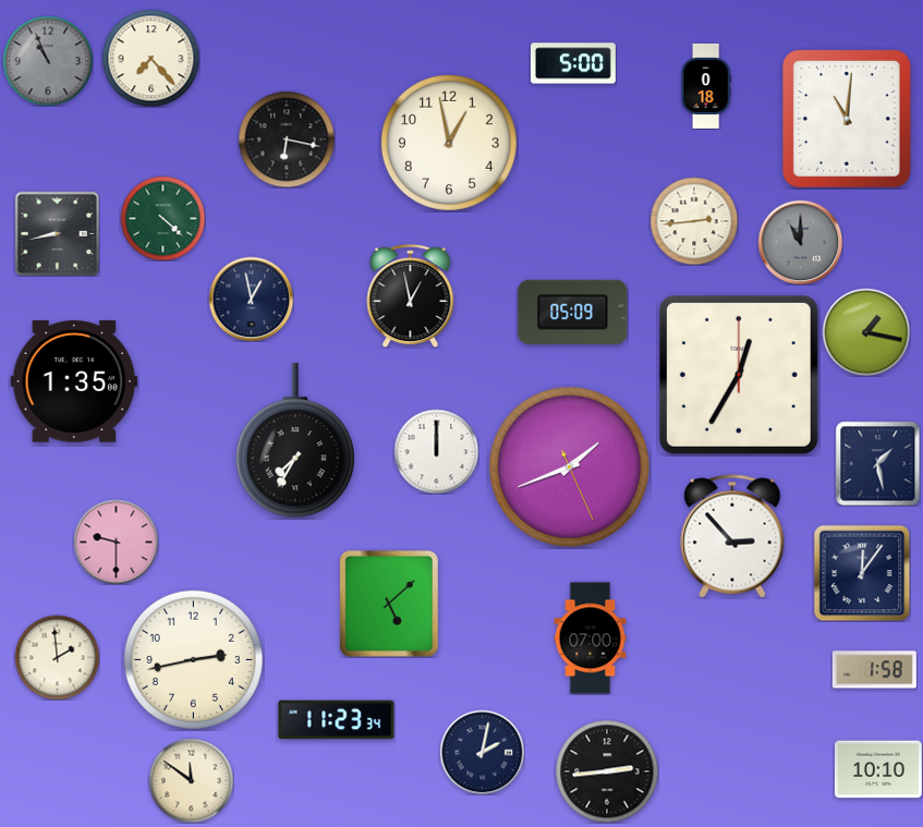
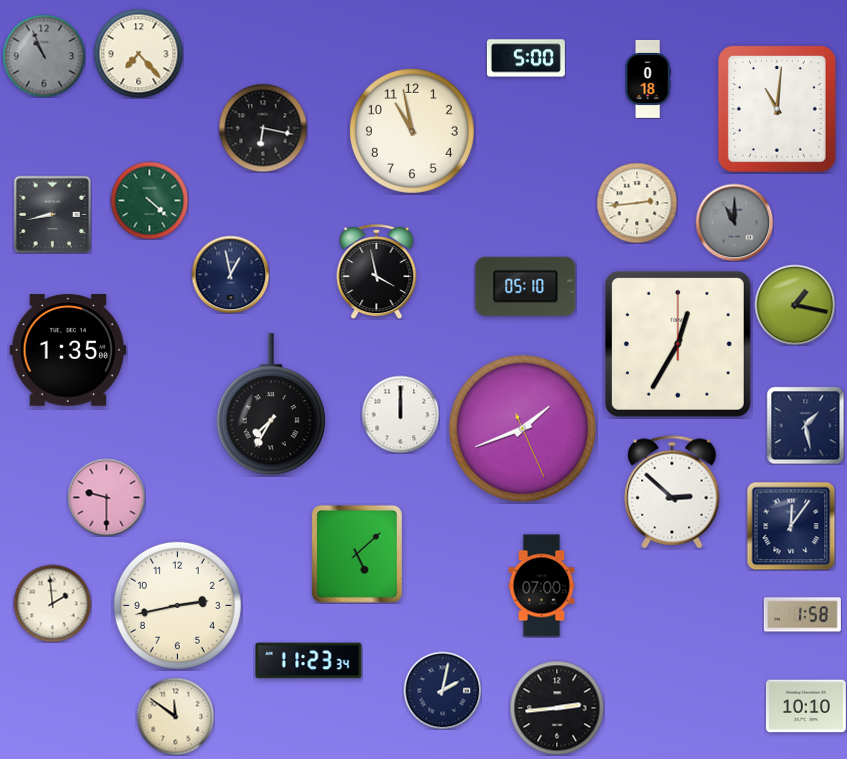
clock at (449, 143): 12:58 -> 10:58
clock at (411, 295): 12:58 -> 3:58
clock at (573, 312): 05:09 -> 05:10
clock at (732, 536): 2:53 -> 2:52
